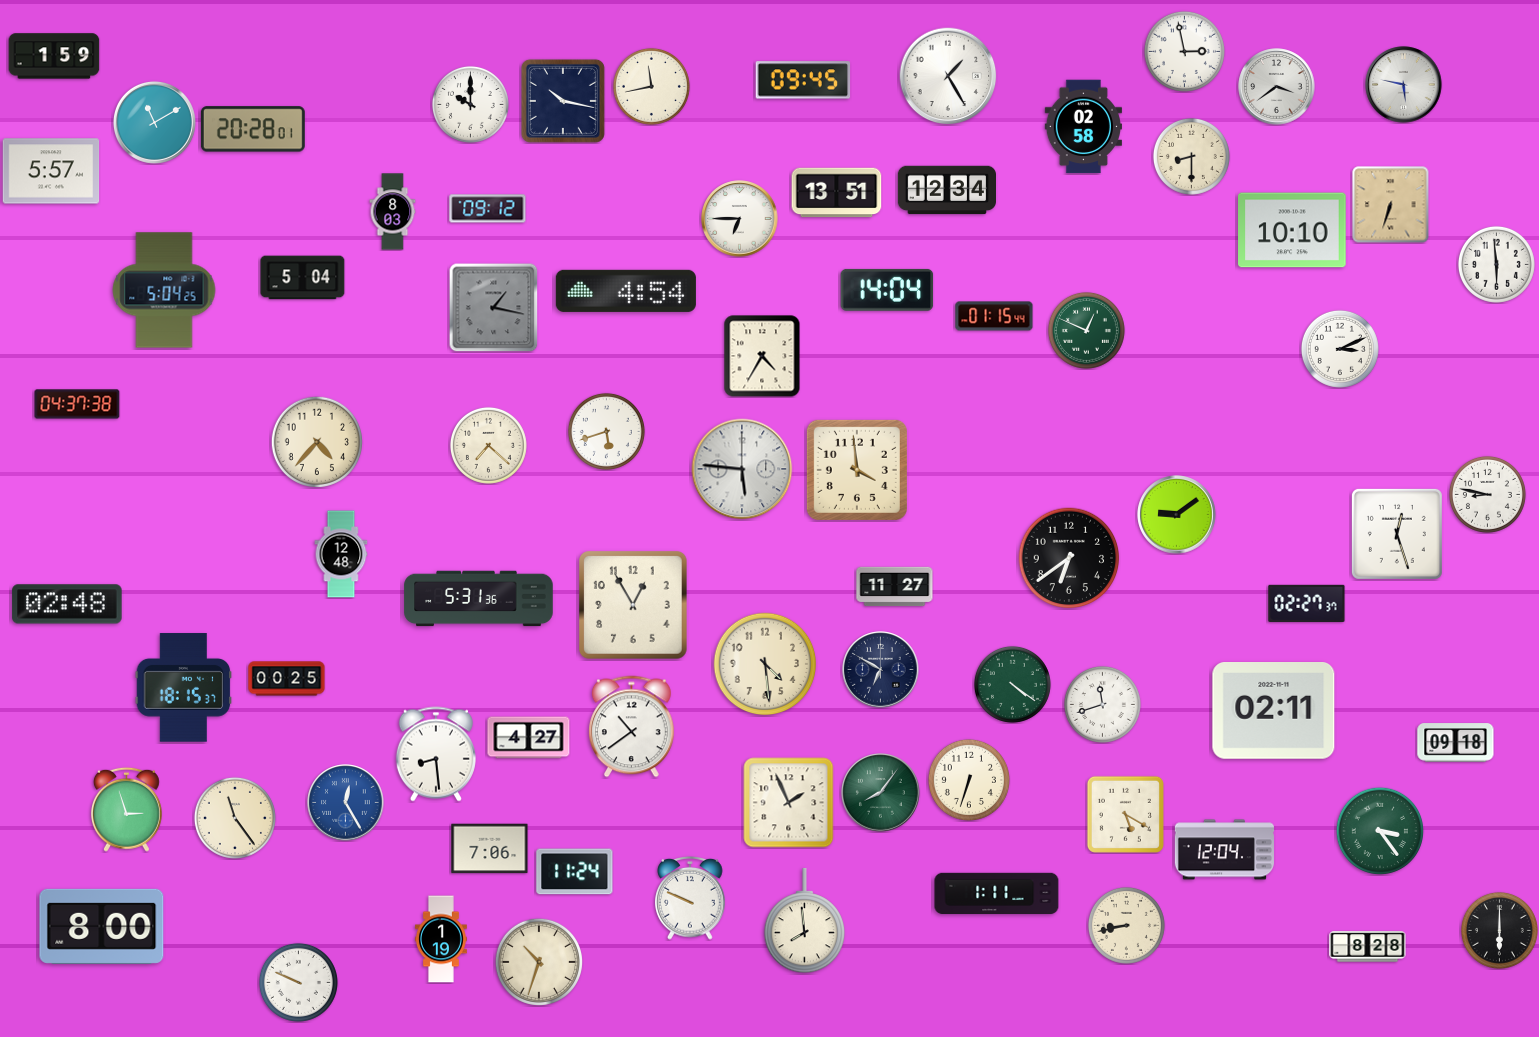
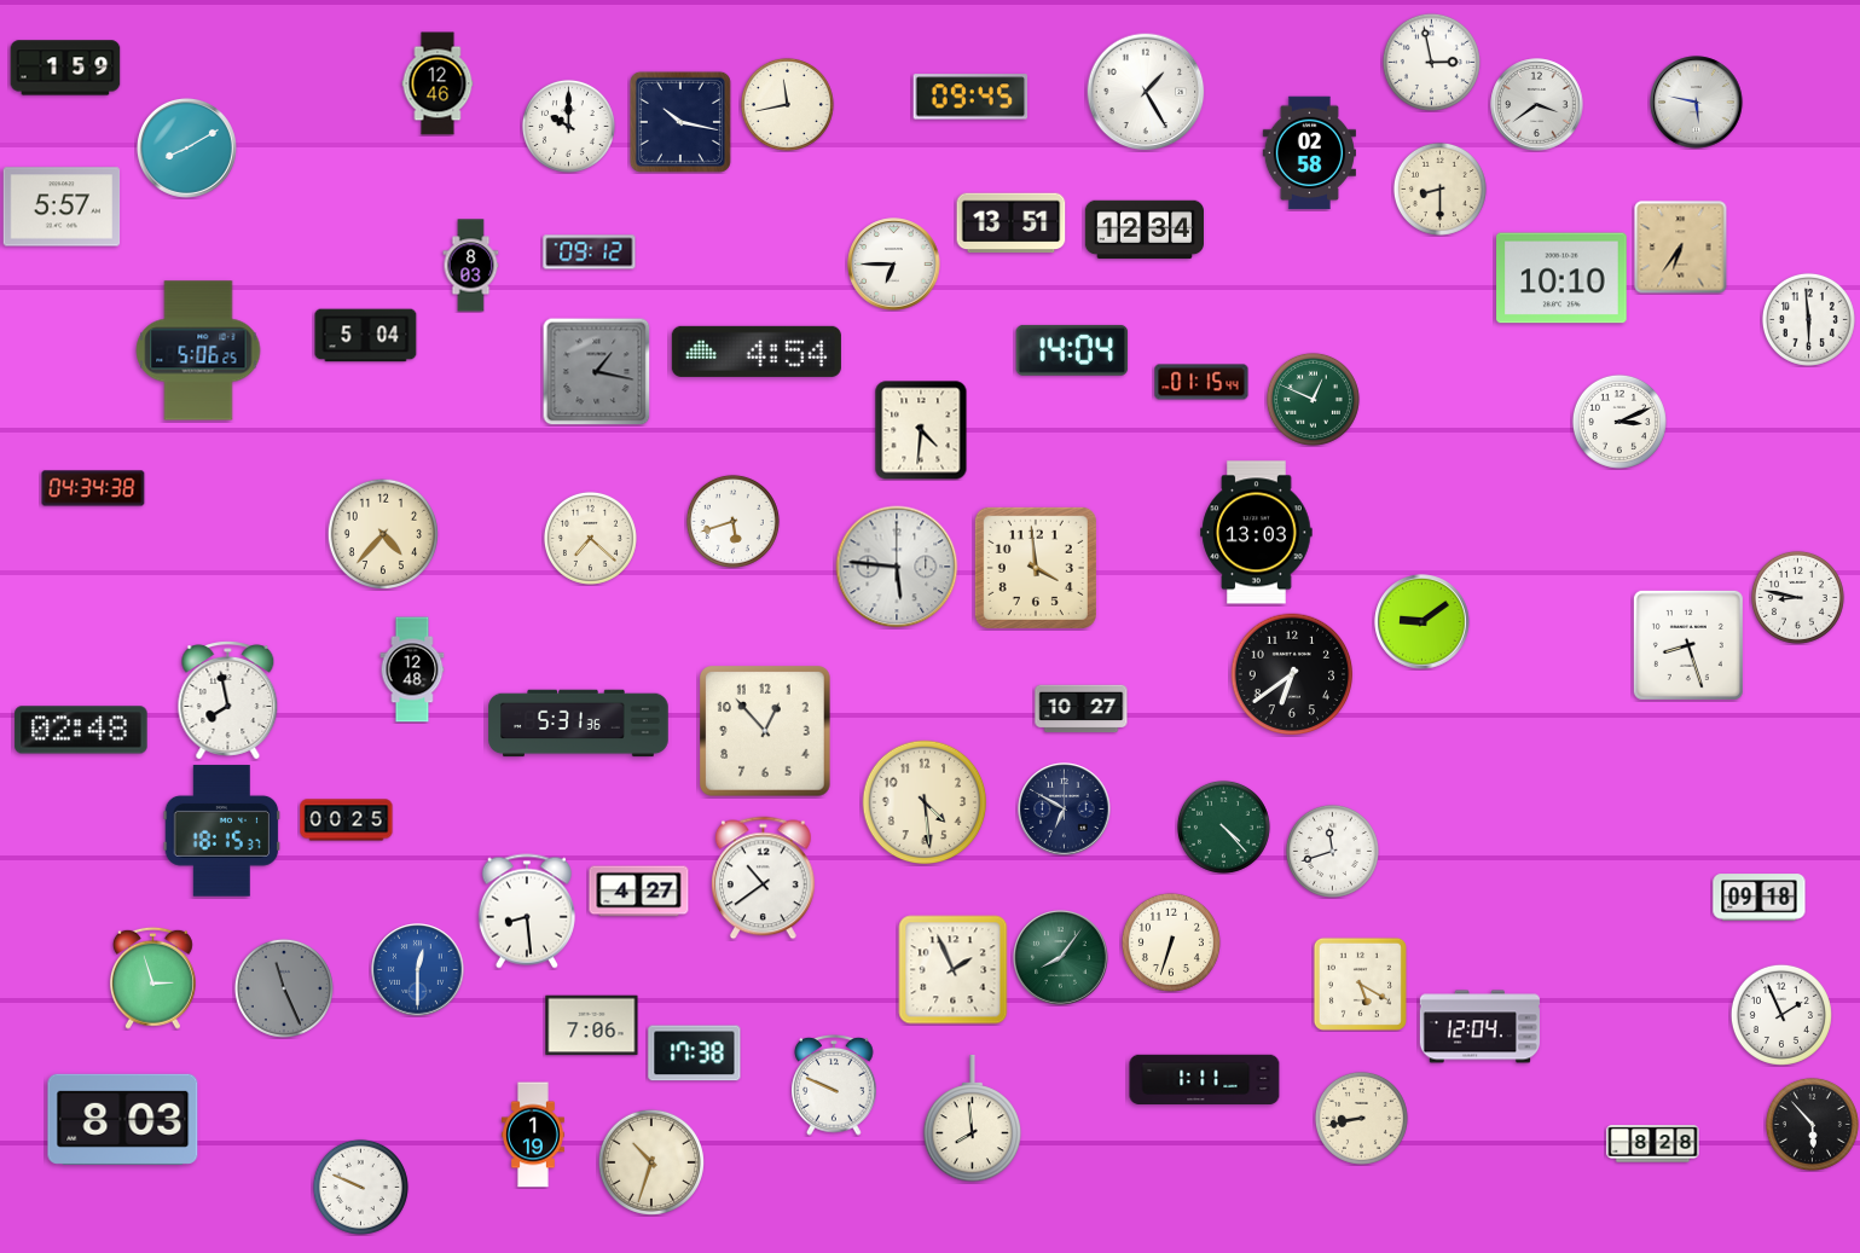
clock at (438, 83): none -> 12:46
clock at (1277, 87) position: (1277, 87) -> (1537, 105)
clock at (154, 122): 11:10 -> 8:10
clock at (253, 129): 20:28 -> none
clock at (837, 193) position: (837, 193) -> (1012, 224)
clock at (1391, 205): 6:33 -> 6:36
clock at (393, 212) position: (393, 212) -> (471, 266)
clock at (164, 290): 5:04 -> 5:06
clock at (762, 356): 4:35 -> 4:31
clock at (77, 404): 04:37 -> 04:34
clock at (1257, 533): none -> 13:03
clock at (1397, 534): 12:27 -> 8:27
clock at (228, 701): none -> 7:58
clock at (895, 587): 11:27 -> 10:27
clock at (1307, 603): 02:27 -> none
clock at (634, 606): 12:55 -> 12:53
clock at (1012, 684): 4:21 -> 4:23
clock at (1274, 711): 02:11 -> none
clock at (881, 793) position: (881, 793) -> (1061, 958)
clock at (346, 803): 12:25 -> 12:30
clock at (235, 818): 11:24 -> 11:26
clock at (235, 818) dial: cream -> grey
clock at (1380, 831): 3:24 -> none
clock at (1781, 1015): none -> 1:56
clock at (575, 872): 11:24 -> 17:38
clock at (805, 921) position: (805, 921) -> (973, 1119)
clock at (102, 926): 8:00 -> 8:03
clock at (1499, 930): 6:00 -> 5:53
